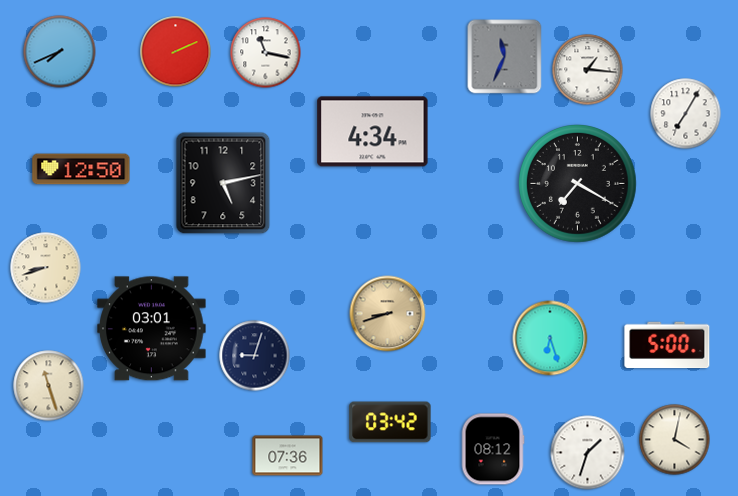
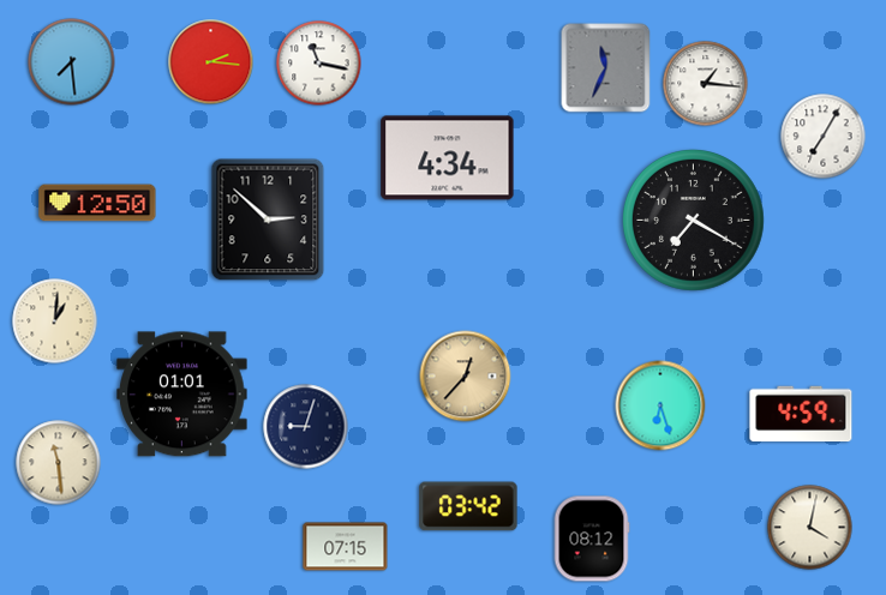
clock at (60, 52): 7:41 -> 7:29
clock at (176, 52): 2:11 -> 2:16
clock at (223, 183): 5:13 -> 2:52
clock at (46, 268): 8:42 -> 1:01
clock at (388, 314): 8:42 -> 12:37
clock at (152, 329): 03:01 -> 01:01
clock at (667, 345): 5:00 -> 4:59
clock at (49, 386): 11:27 -> 11:29
clock at (588, 453): 1:33 -> none
clock at (288, 456): 07:36 -> 07:15
